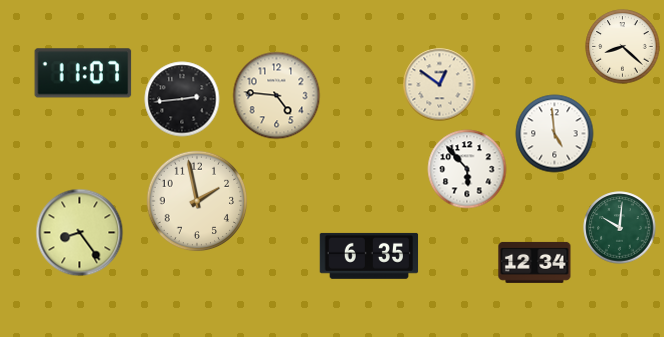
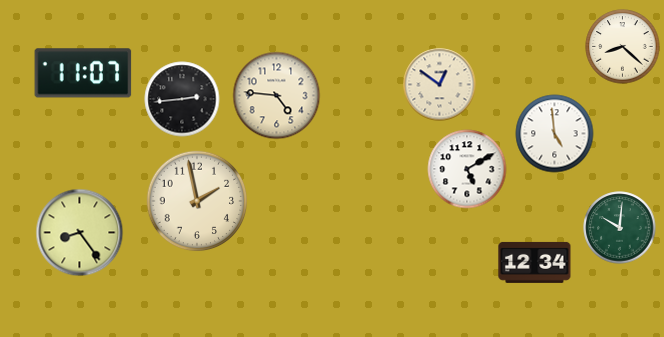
clock at (467, 169): 5:53 -> 5:10
clock at (369, 256): 6:35 -> none
